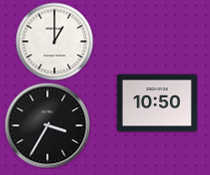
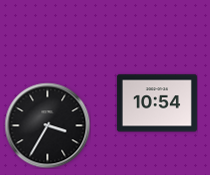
clock at (54, 41): 1:00 -> none
clock at (157, 103): 10:50 -> 10:54
